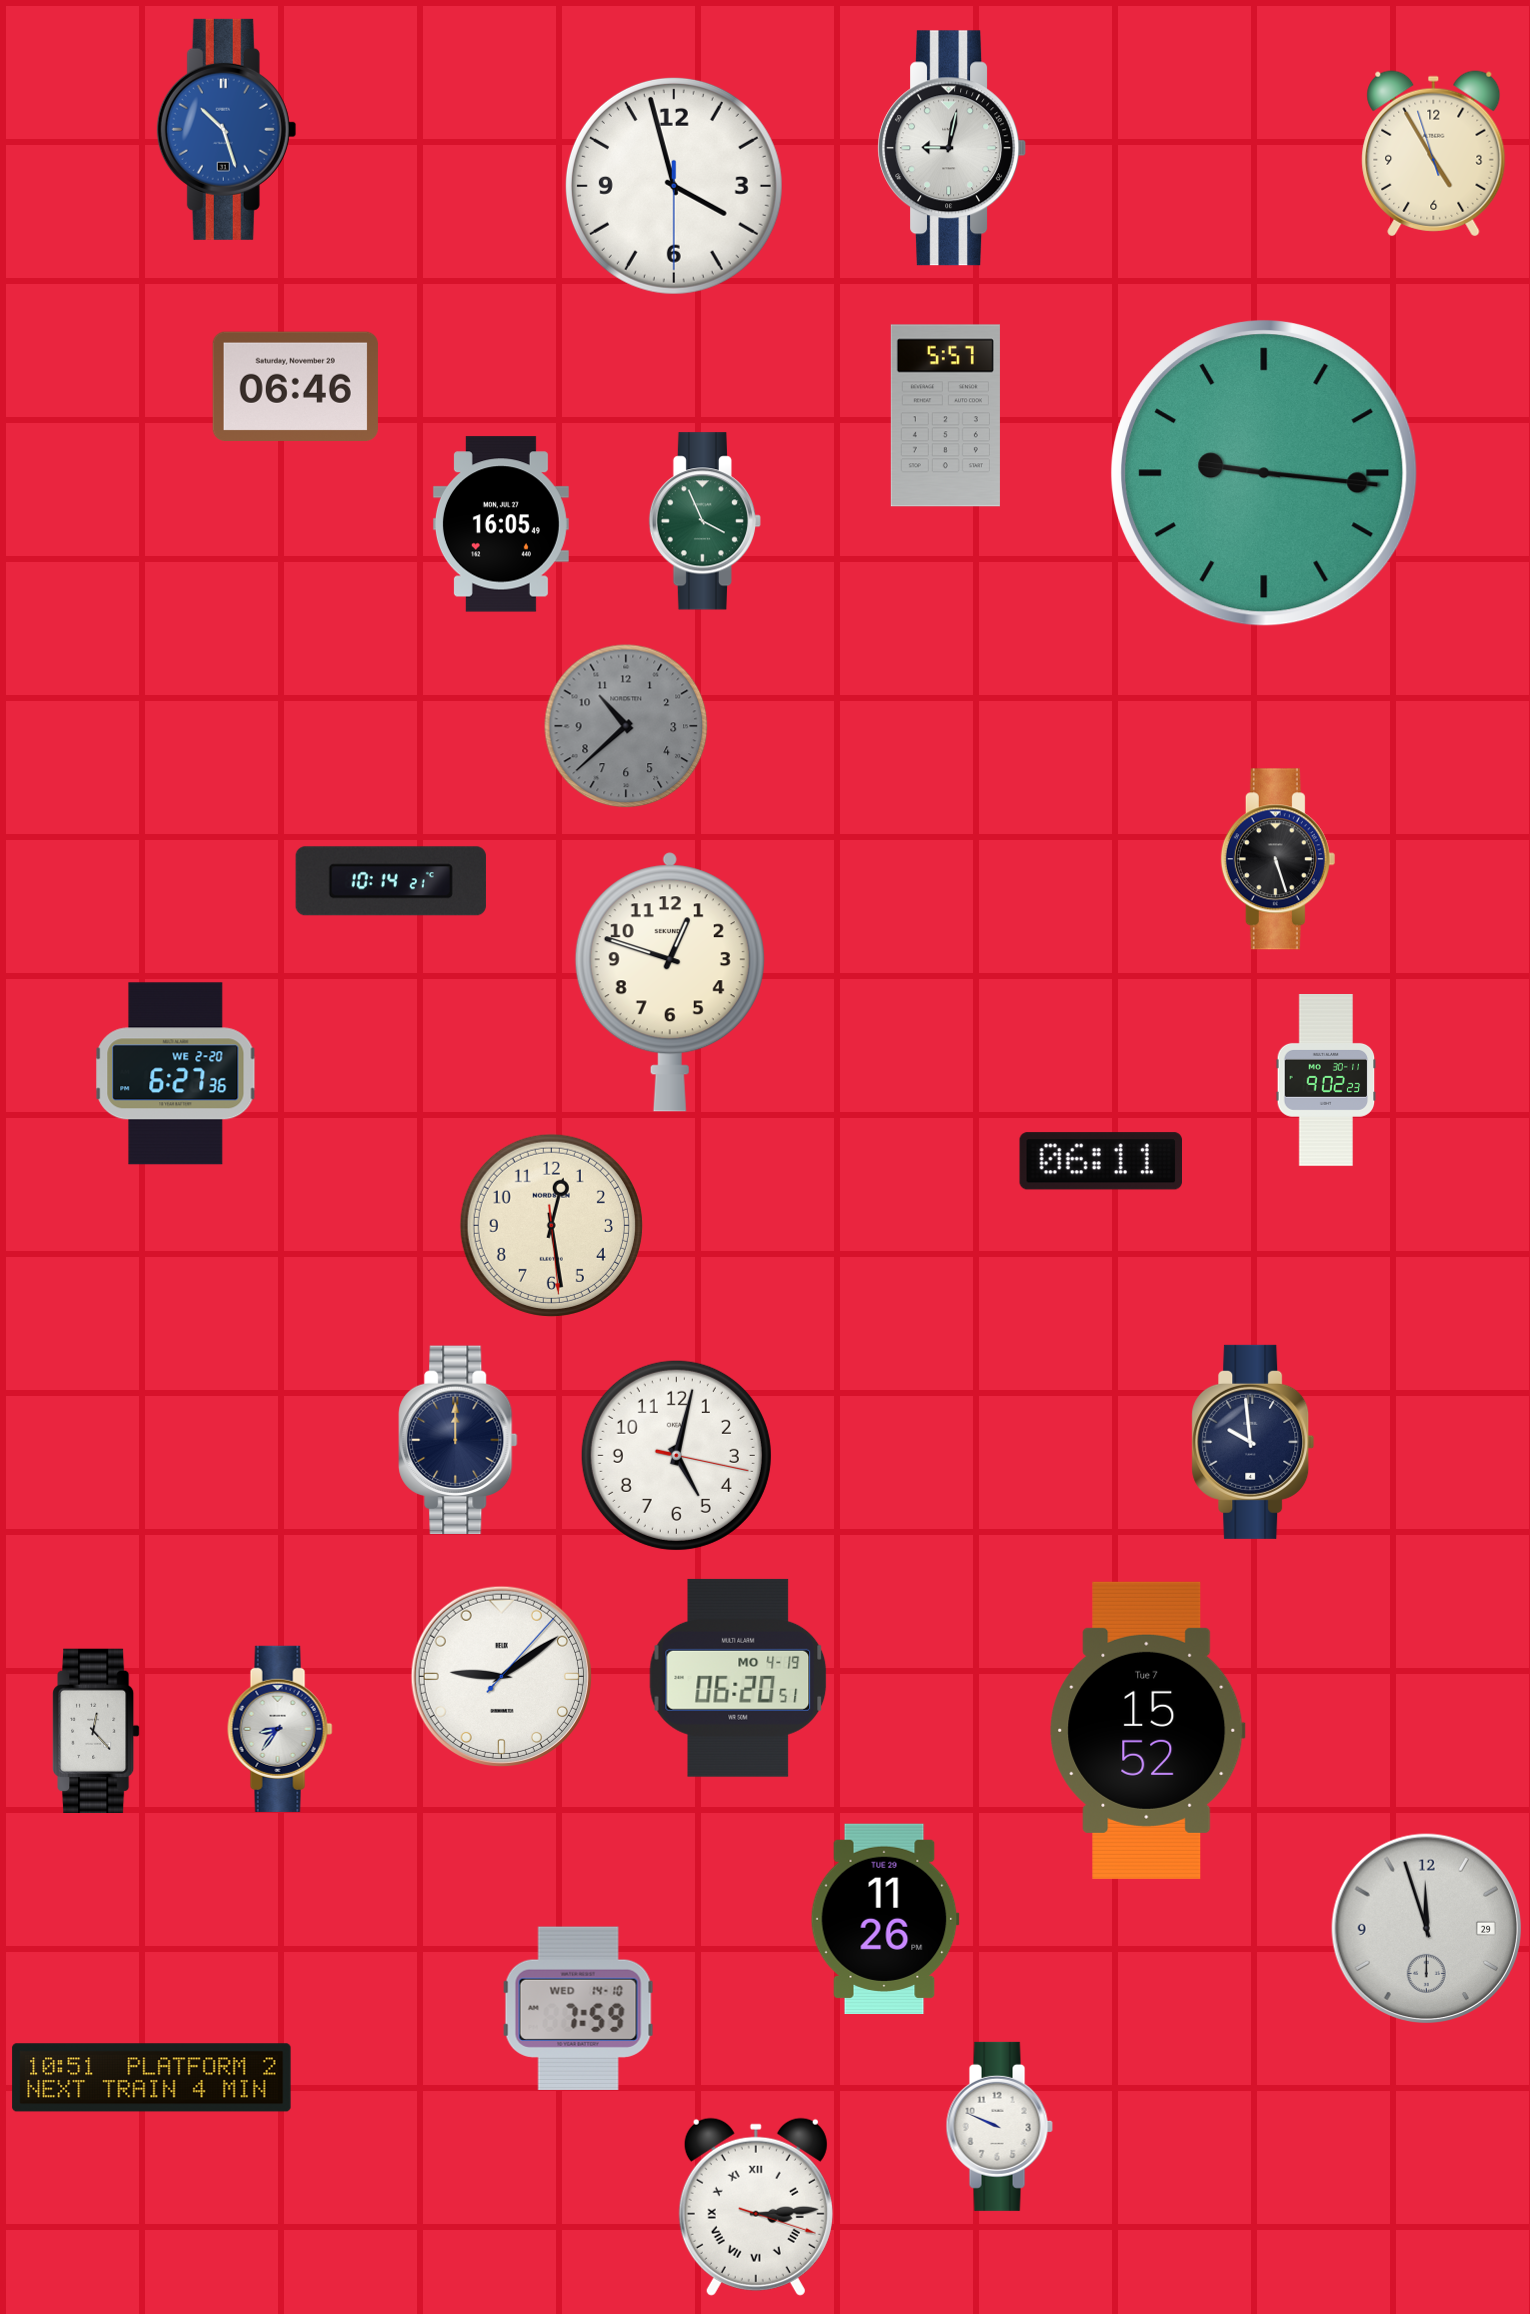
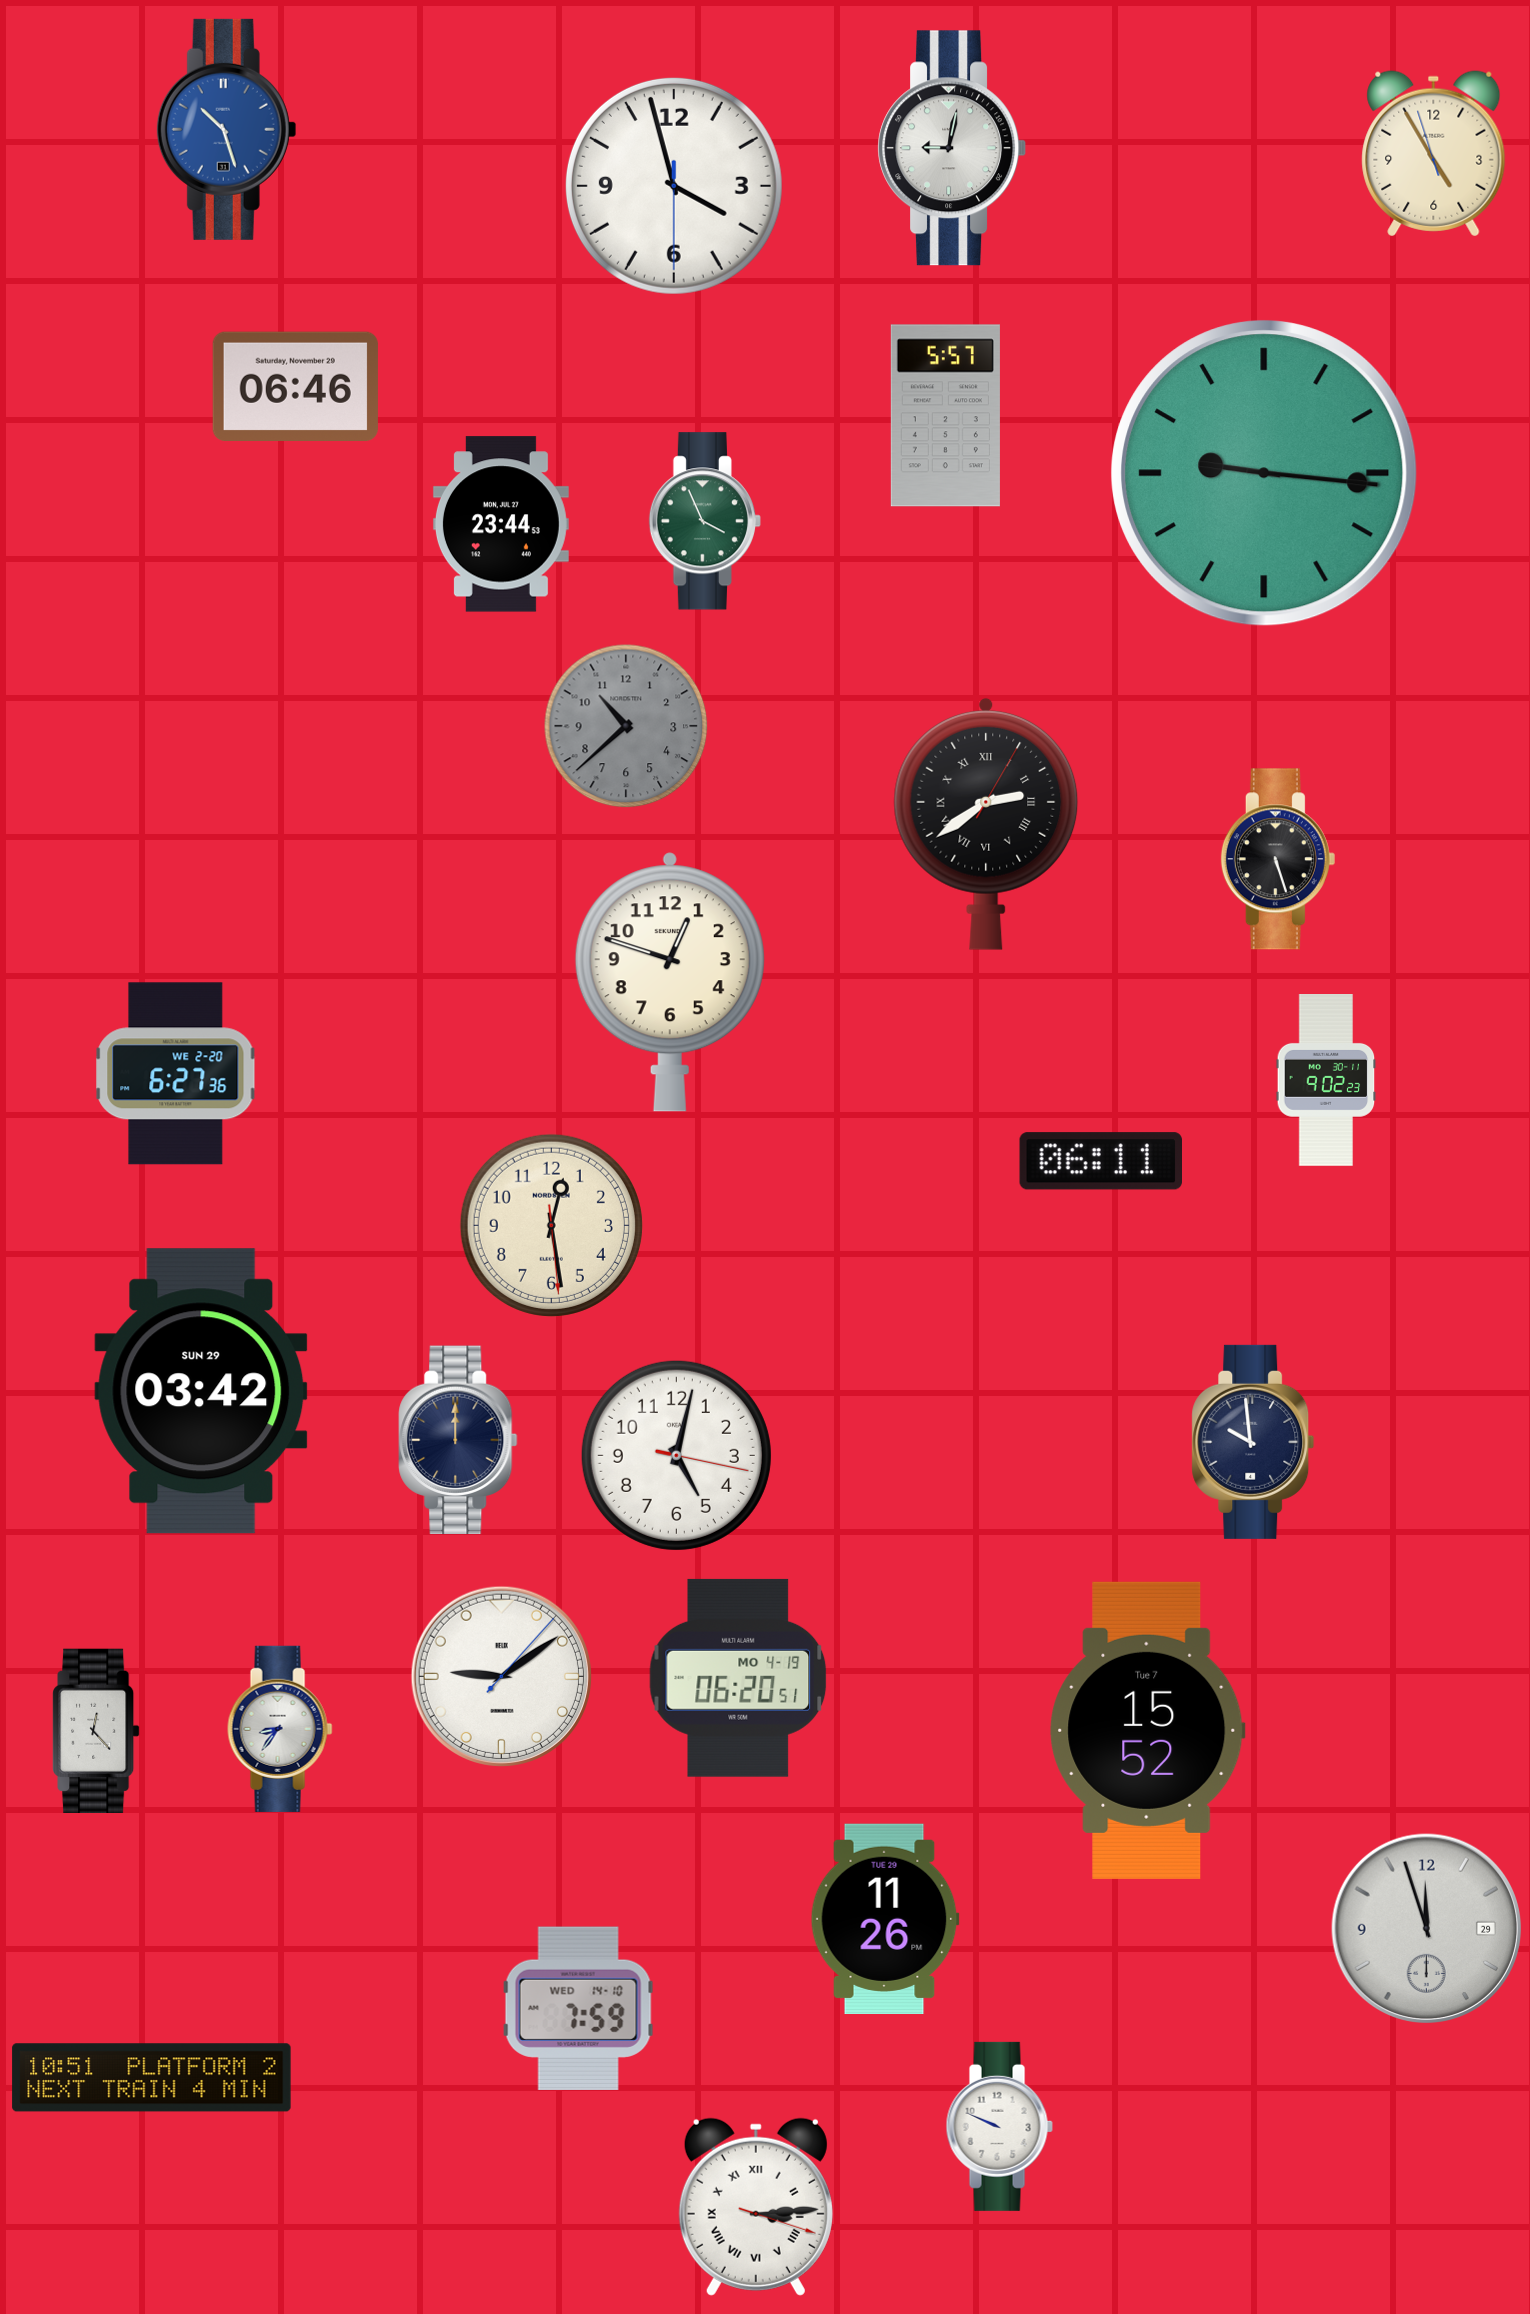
clock at (501, 524): 16:05 -> 23:44
clock at (986, 823): none -> 2:39
clock at (391, 881): 10:14 -> none
clock at (201, 1391): none -> 03:42
